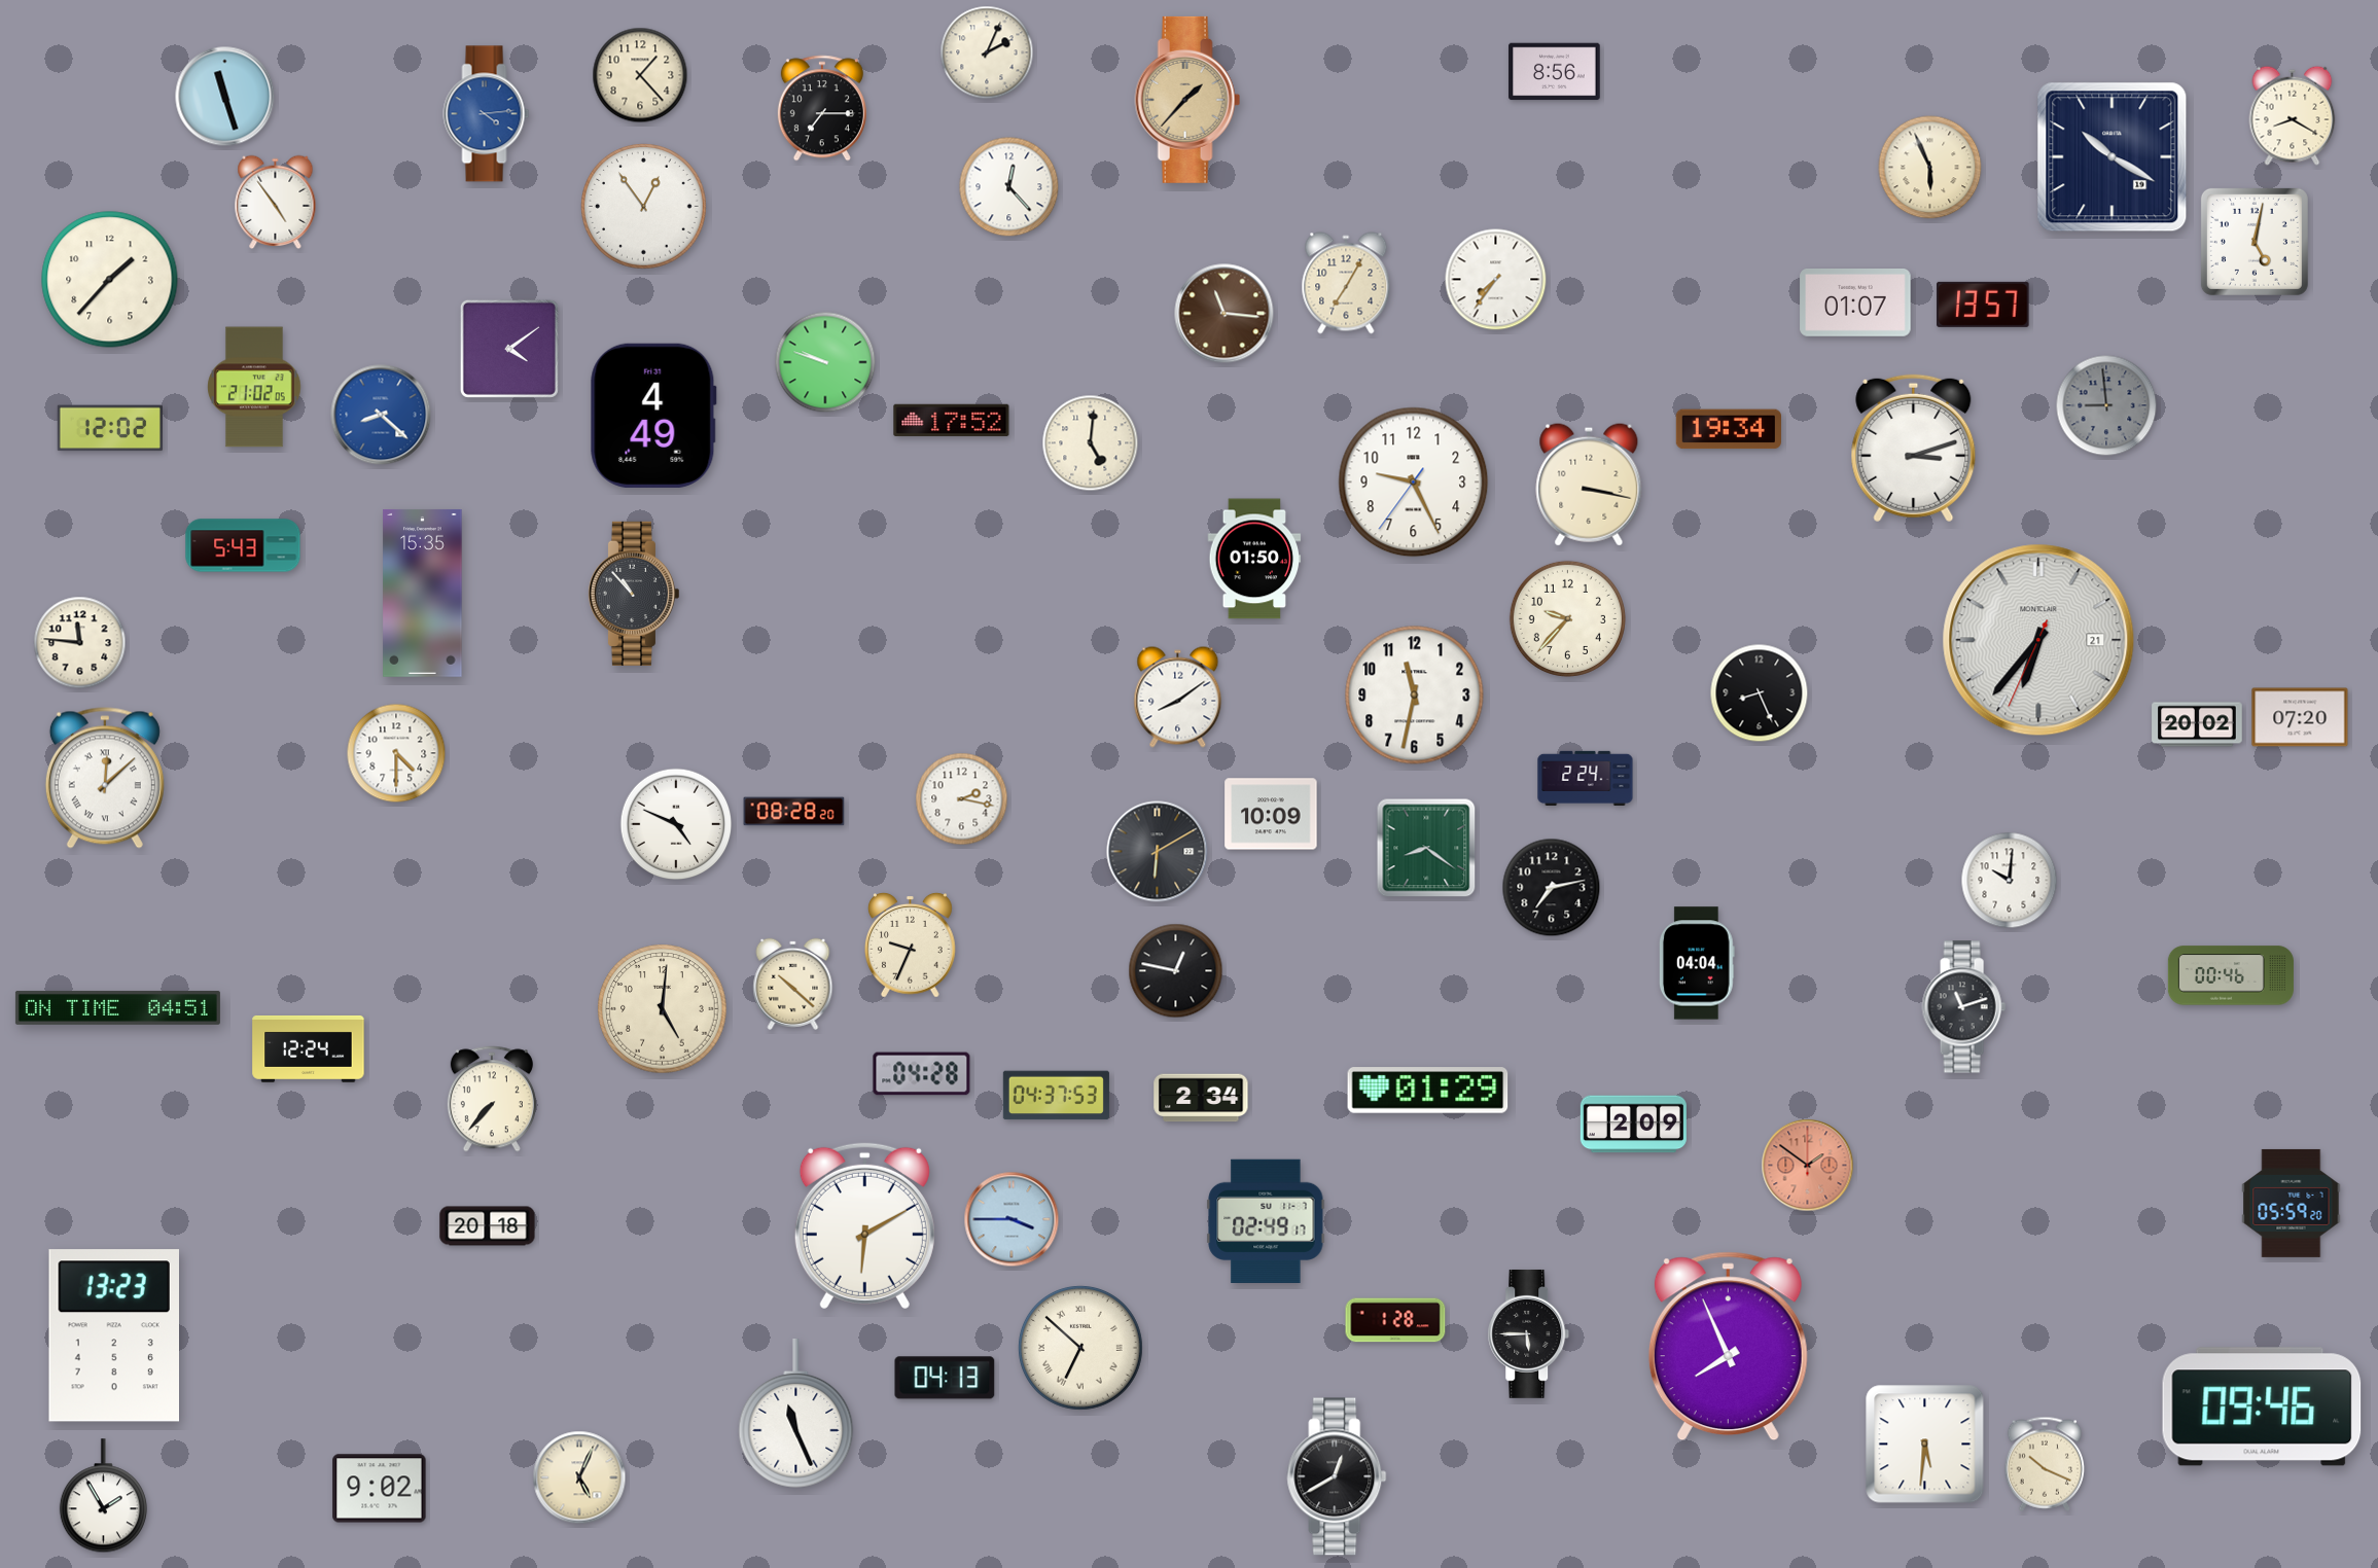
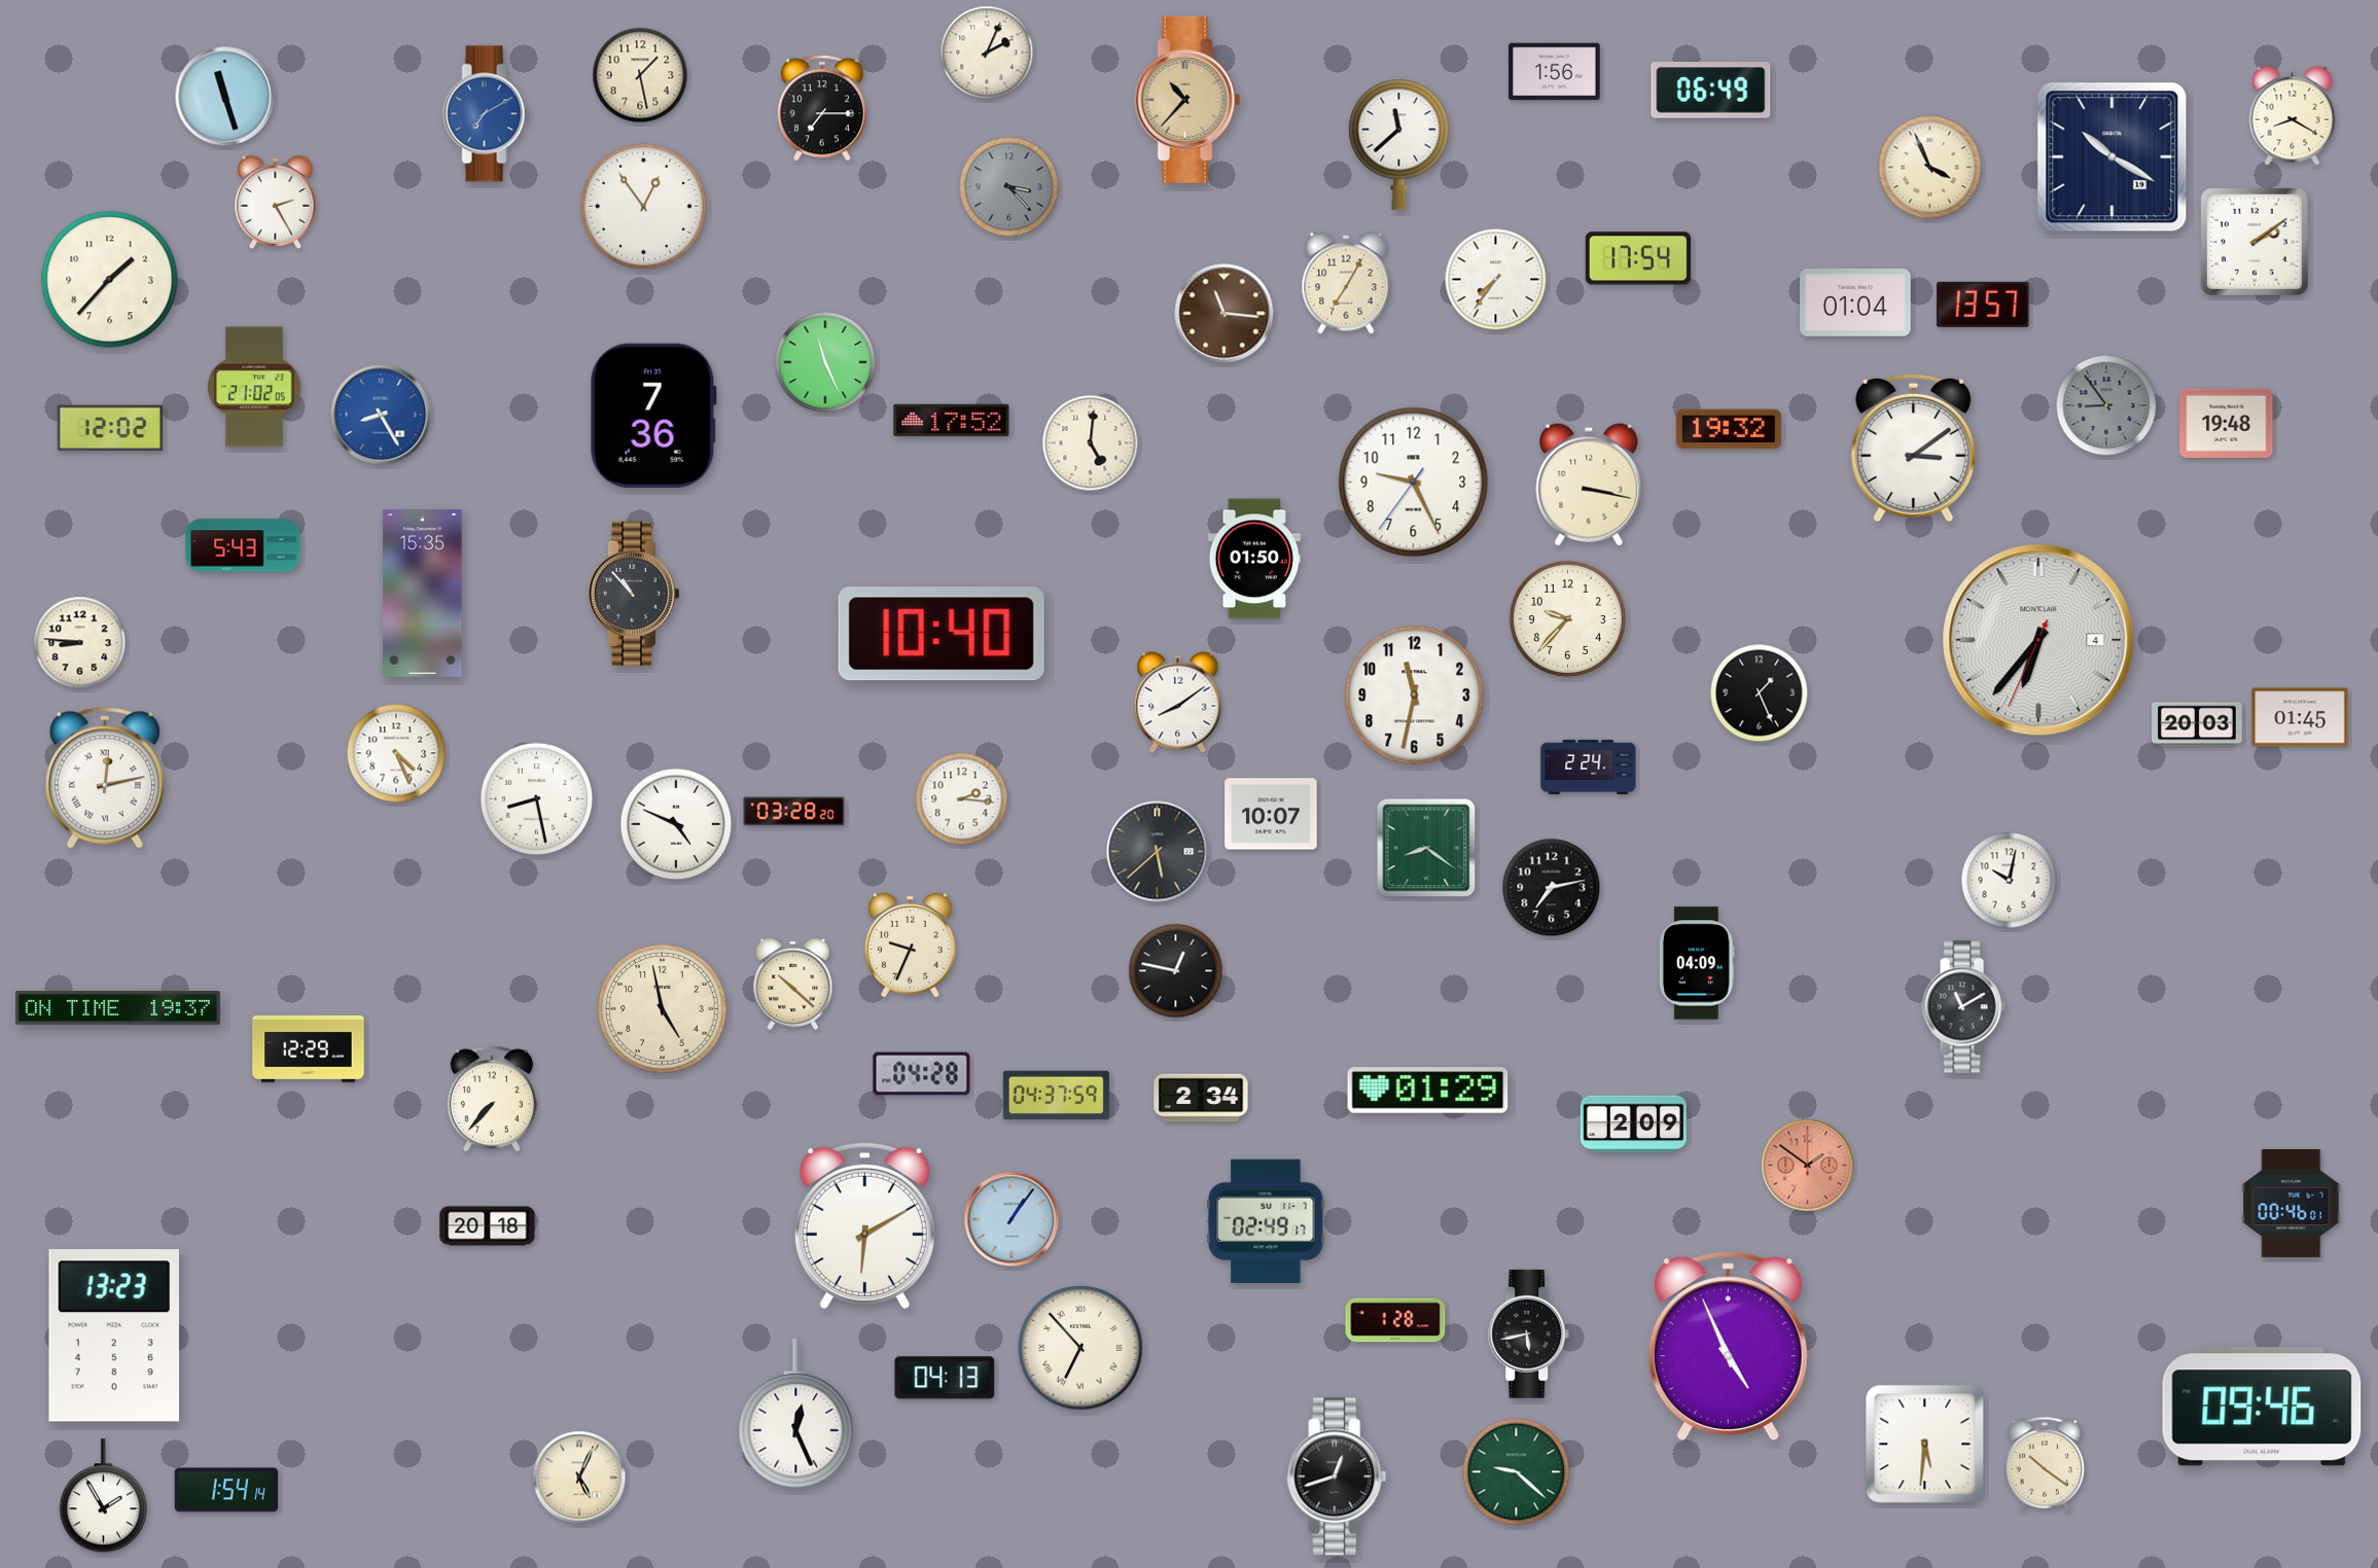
clock at (1555, 72): 8:56 -> 1:56
clock at (640, 75): 1:23 -> 1:28
clock at (1711, 91): none -> 06:49
clock at (1187, 100): 1:37 -> 10:37
clock at (487, 114): 4:14 -> 7:10
clock at (1399, 144): none -> 11:38
clock at (1930, 168): 5:56 -> 3:56
clock at (1009, 187): 12:23 -> 3:23
clock at (1009, 187) dial: white -> grey
clock at (276, 202): 4:54 -> 2:25
clock at (2255, 242): 5:02 -> 2:09
clock at (1638, 258): none -> 17:54
clock at (1855, 304): 01:07 -> 01:04
clock at (509, 349): 4:09 -> none
clock at (825, 362): 9:48 -> 11:26
clock at (2106, 405): 8:59 -> 8:54
clock at (381, 415): 8:22 -> 8:25
clock at (653, 416): 4:49 -> 7:36
clock at (2227, 423): none -> 19:48
clock at (1729, 429): 19:34 -> 19:32
clock at (1914, 449): 3:12 -> 3:09
clock at (942, 634): none -> 10:40
clock at (2038, 640) date: 21 -> 4
clock at (80, 643): 11:46 -> 8:46
clock at (1760, 693): 8:26 -> 1:26
clock at (1178, 698) position: (1178, 698) -> (1178, 703)
clock at (2300, 717): 07:20 -> 01:45
clock at (2197, 724): 20:02 -> 20:03
clock at (396, 753): 4:30 -> 4:26
clock at (105, 778): 12:08 -> 12:13
clock at (1586, 778) position: (1586, 778) -> (1589, 767)
clock at (537, 799): none -> 8:28
clock at (962, 799): 2:17 -> 2:16
clock at (794, 812): 08:28 -> 03:28
clock at (1271, 814): 10:09 -> 10:07
clock at (1158, 852): 6:10 -> 5:38
clock at (2010, 881): 10:01 -> 10:02
clock at (1697, 963): 04:04 -> 04:09
clock at (2231, 975): 00:46 -> none
clock at (117, 1007): 04:51 -> 19:37
clock at (1963, 1007): 11:12 -> 11:10
clock at (663, 1009): 5:01 -> 4:58
clock at (309, 1048): 12:24 -> 12:29
clock at (1056, 1096): 04:37:53 -> 04:37:59
clock at (2292, 1203): 05:59 -> 00:46
clock at (1011, 1219): 3:45 -> 1:06
clock at (1529, 1333): 5:45 -> 5:43
clock at (1728, 1347): 7:56 -> 4:56
clock at (1081, 1349): 6:52 -> 6:53
clock at (796, 1414): 11:26 -> 12:26
clock at (2044, 1464): 10:19 -> 10:21
clock at (1517, 1472): none -> 9:22
clock at (1337, 1476): 12:40 -> 12:42
clock at (380, 1489): 9:02 -> none
clock at (226, 1490): none -> 1:54
